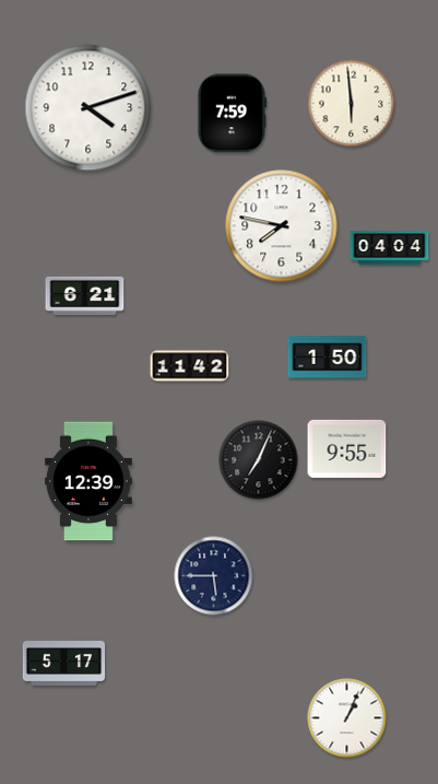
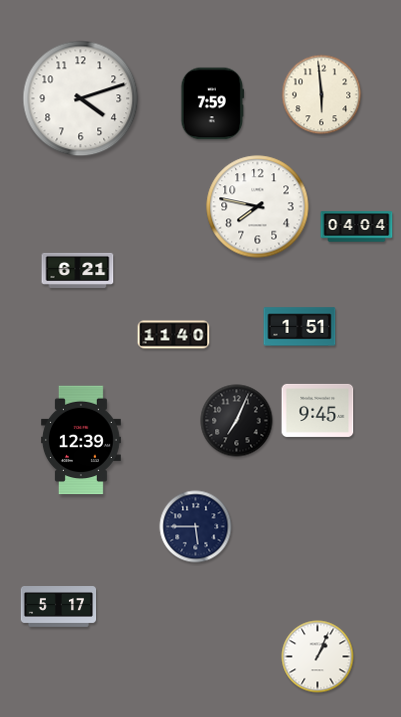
clock at (328, 358): 1:50 -> 1:51
clock at (190, 366): 11:42 -> 11:40
clock at (347, 448): 9:55 -> 9:45
